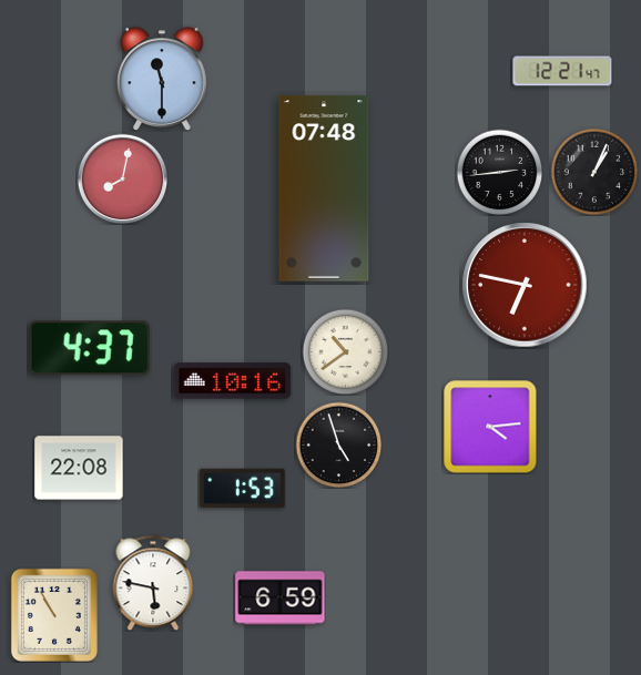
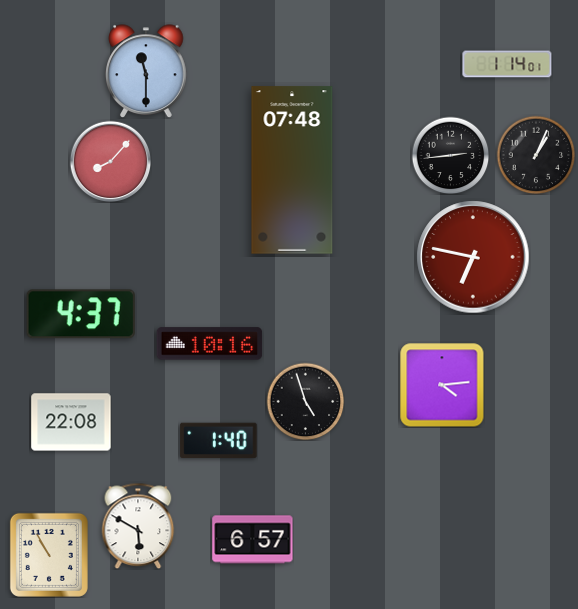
clock at (562, 71): 12:21 -> 1:14
clock at (122, 178): 8:02 -> 8:07
clock at (345, 351): 10:39 -> none
clock at (243, 489): 1:53 -> 1:40
clock at (153, 583): 5:47 -> 5:50
clock at (281, 599): 6:59 -> 6:57
